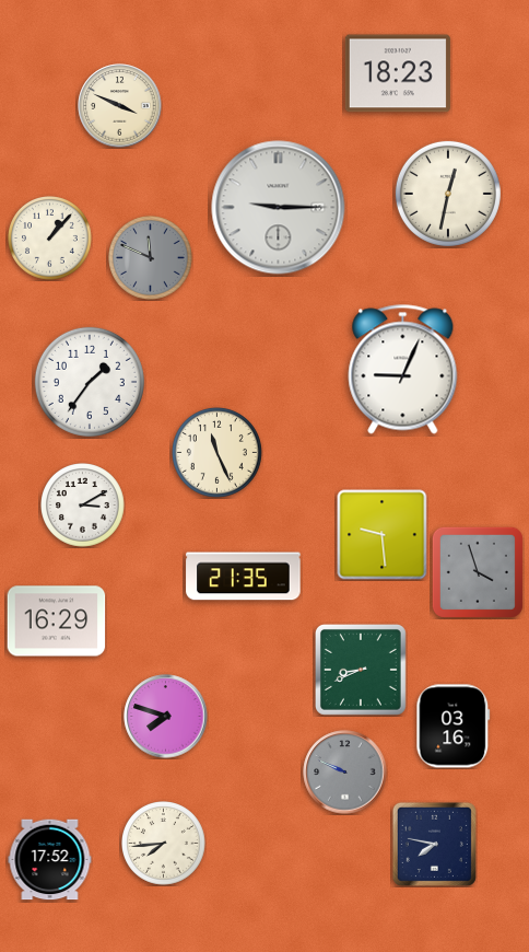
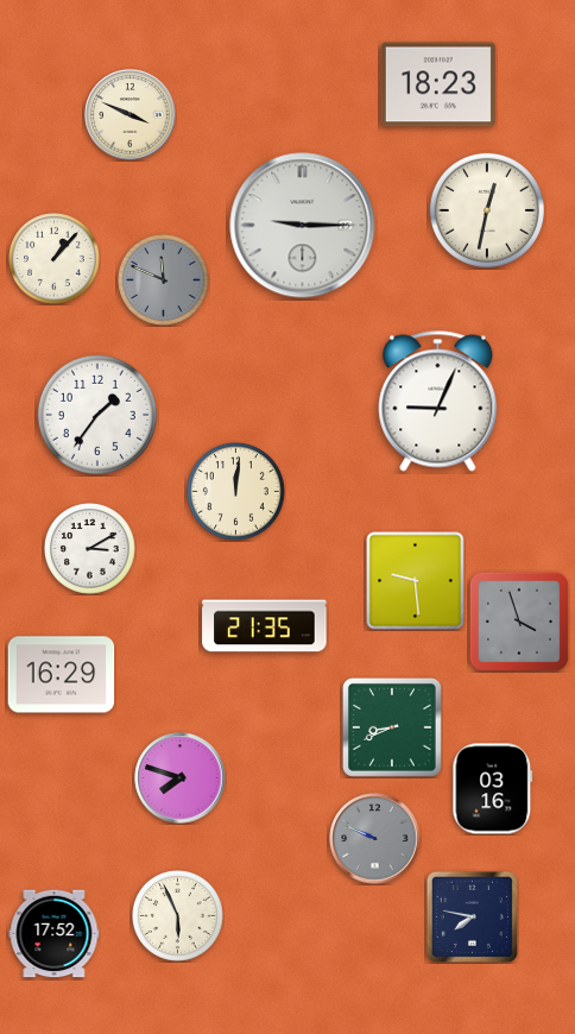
clock at (398, 73) position: (398, 73) -> (438, 84)
clock at (216, 452): 11:26 -> 12:01
clock at (164, 844): 7:44 -> 5:56
